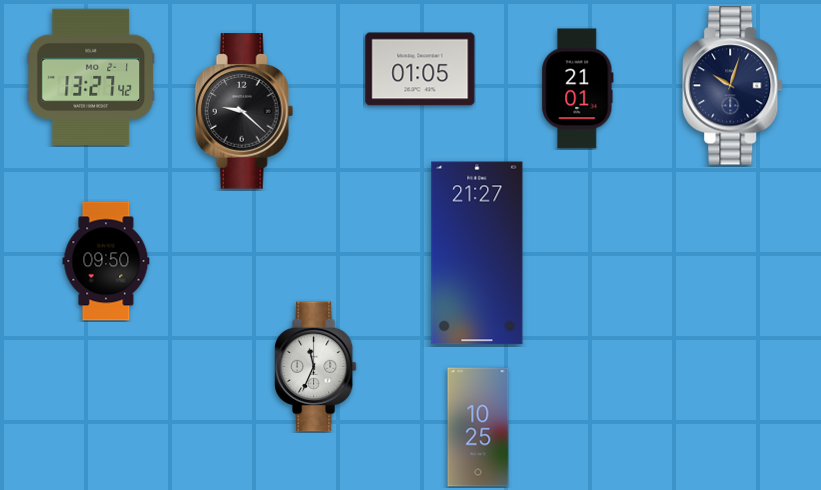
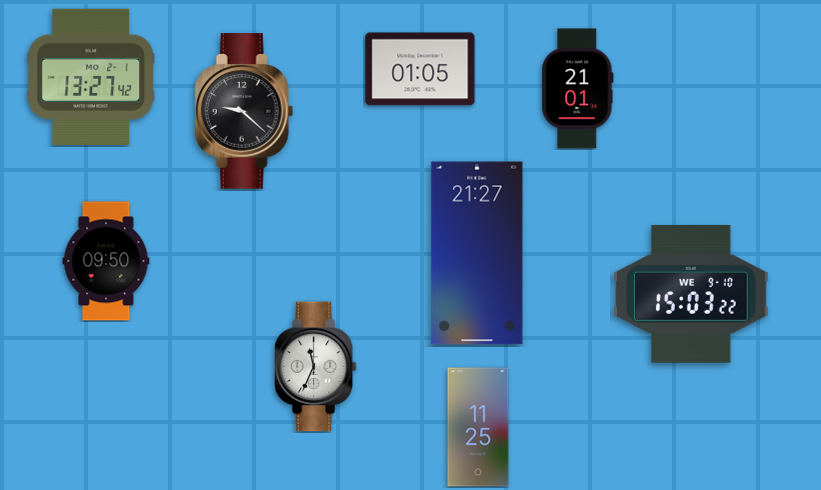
clock at (733, 86): 10:03 -> none
clock at (691, 294): none -> 15:03
clock at (478, 427): 10:25 -> 11:25
